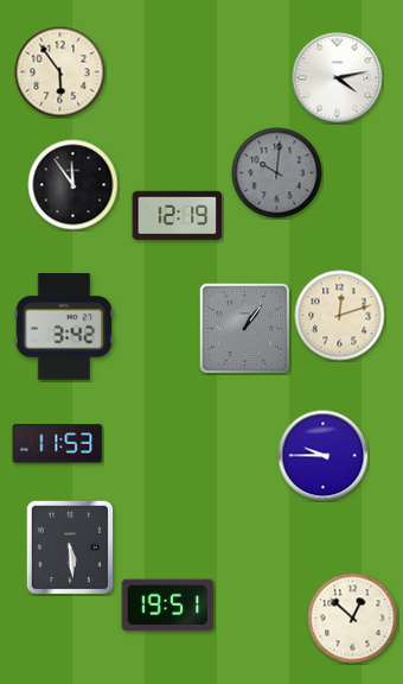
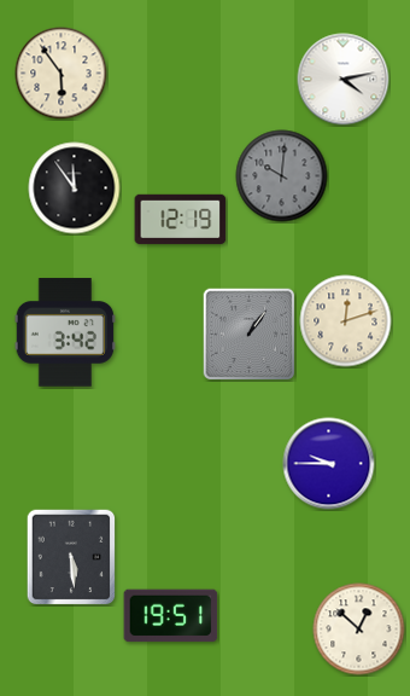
clock at (58, 444): 11:53 -> none
